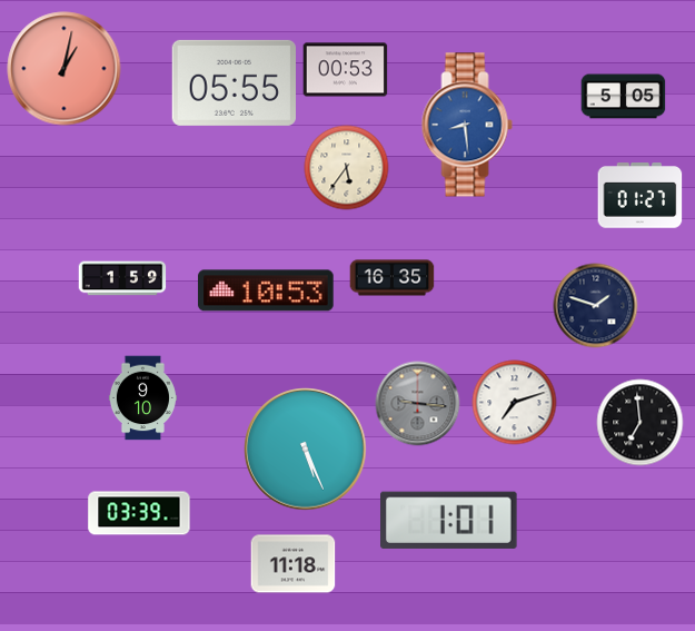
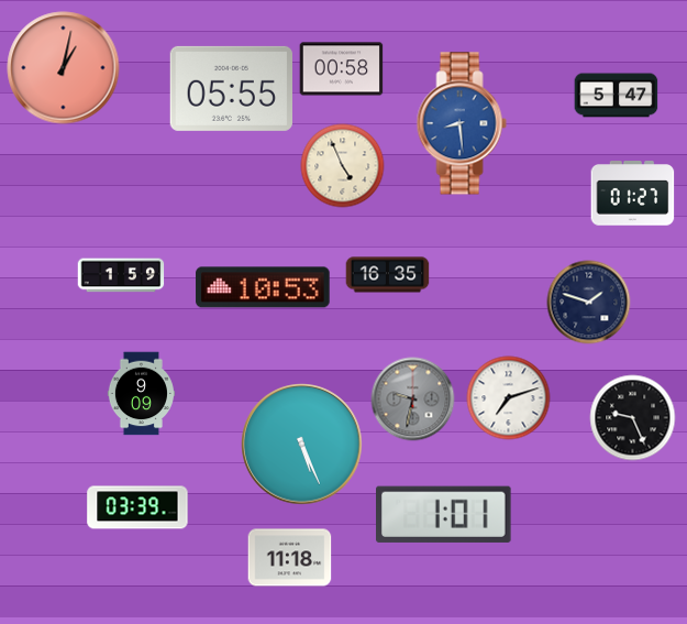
clock at (346, 70): 00:53 -> 00:58
clock at (234, 82) position: (234, 82) -> (231, 88)
clock at (624, 97): 5:05 -> 5:47
clock at (347, 168): 5:36 -> 4:56
clock at (142, 398): 9:10 -> 9:09
clock at (418, 404): 9:16 -> 9:32
clock at (641, 423): 6:59 -> 9:26
